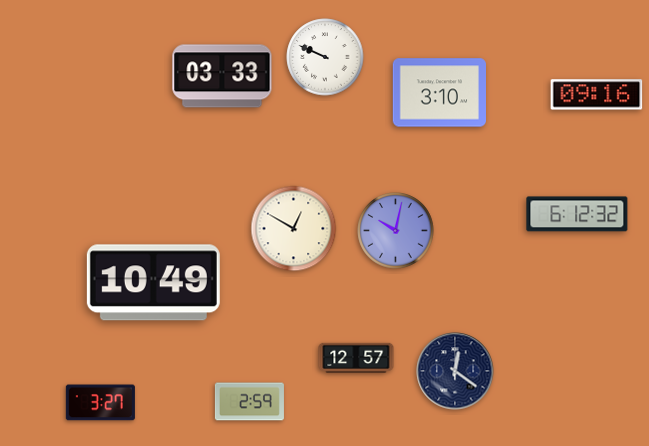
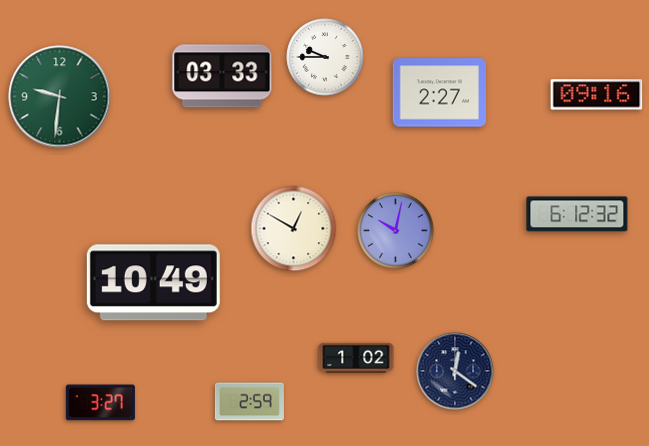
clock at (325, 57): 9:49 -> 9:45
clock at (439, 93): 3:10 -> 2:27
clock at (60, 97): none -> 9:31
clock at (356, 358): 12:57 -> 1:02
